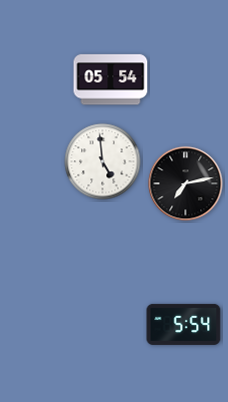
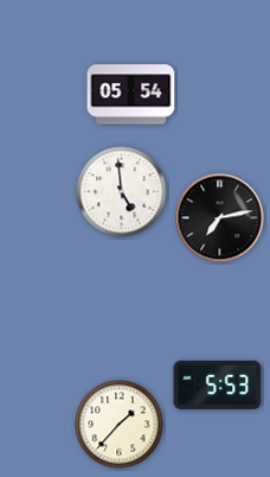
clock at (184, 324): 5:54 -> 5:53
clock at (120, 425): none -> 1:37
